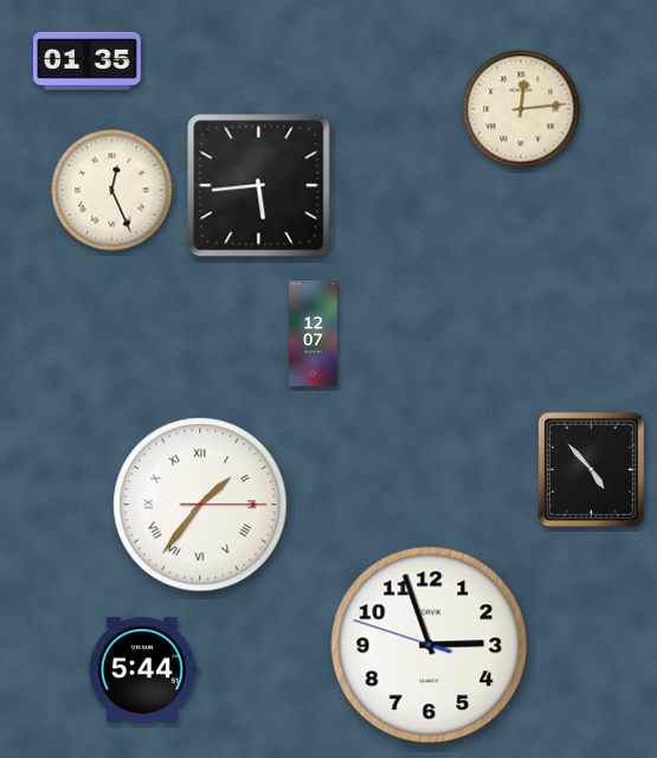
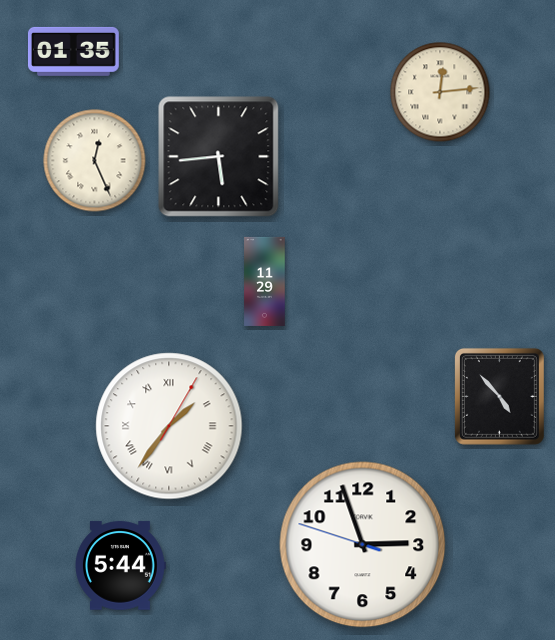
clock at (314, 333): 12:07 -> 11:29
clock at (200, 505): 1:36:15 -> 1:36:05
